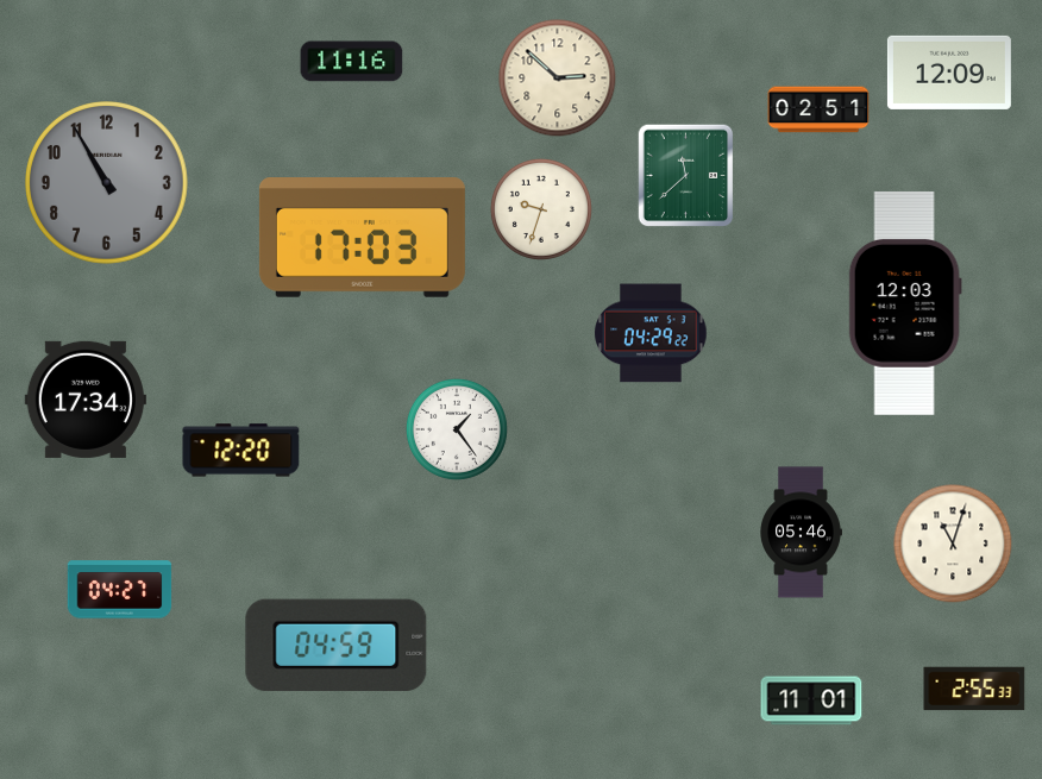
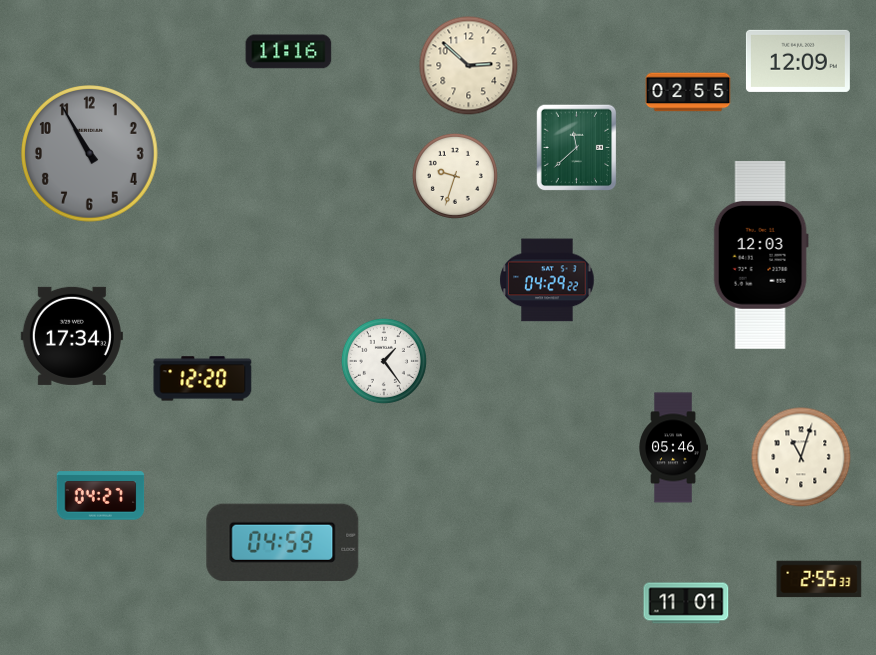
clock at (352, 62) position: (352, 62) -> (289, 52)
clock at (818, 109): 02:51 -> 02:55
clock at (362, 238): 17:03 -> none
clock at (811, 701) position: (811, 701) -> (686, 603)
